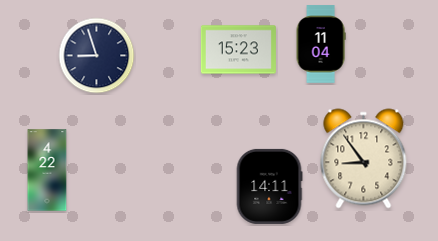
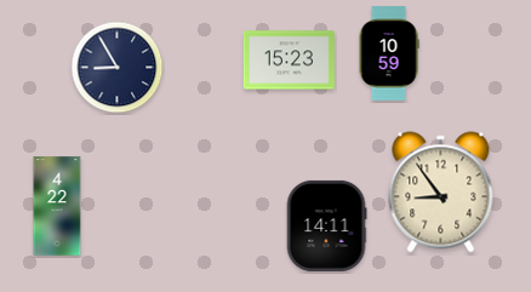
clock at (321, 44): 11:04 -> 10:59
clock at (97, 56): 8:57 -> 8:55
